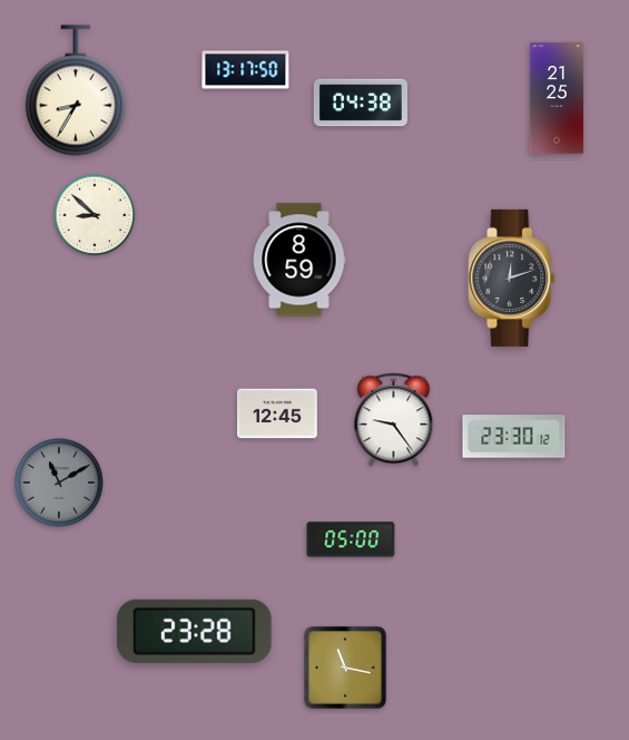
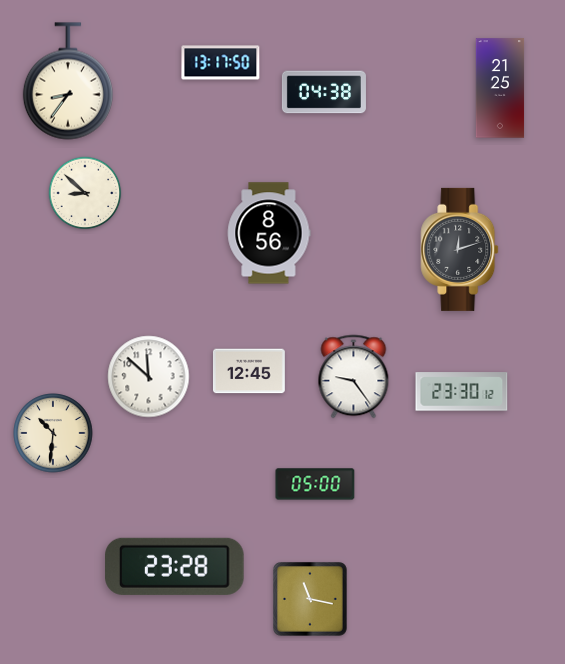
clock at (76, 90): 8:35 -> 8:36
clock at (299, 260): 8:59 -> 8:56
clock at (149, 377): none -> 11:52
clock at (59, 483): 11:10 -> 10:31
clock at (59, 483) dial: grey -> cream
